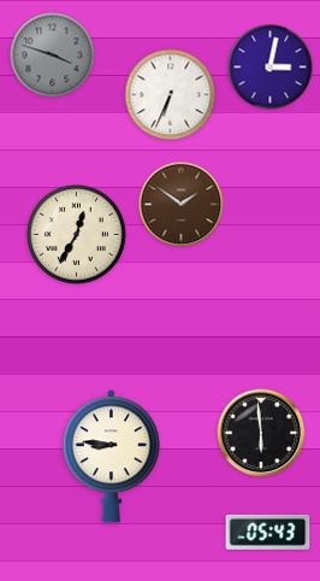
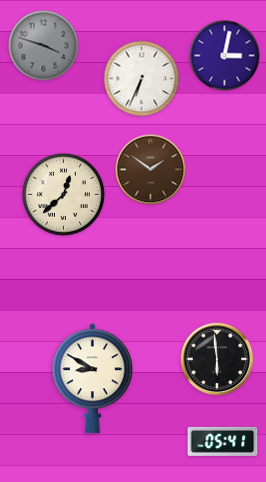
clock at (76, 234): 12:35 -> 12:38
clock at (111, 457): 8:46 -> 8:50
clock at (268, 532): 05:43 -> 05:41
